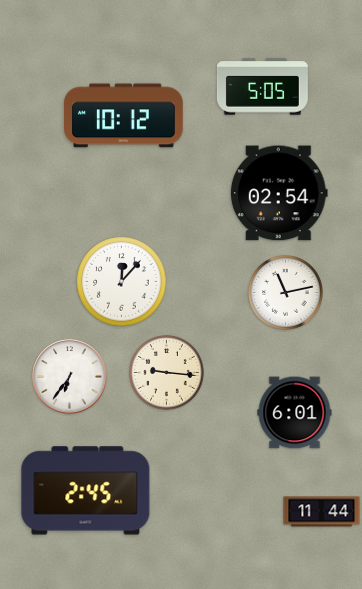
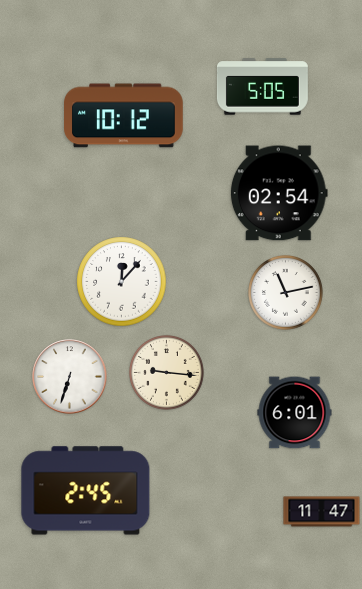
clock at (70, 377): 6:36 -> 6:33
clock at (322, 512): 11:44 -> 11:47
